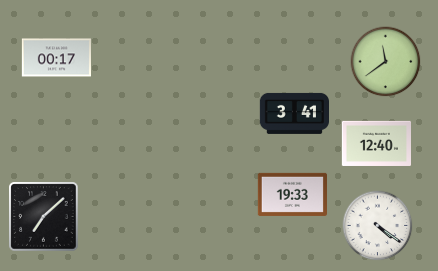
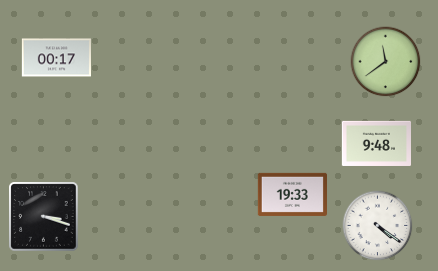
clock at (294, 113): 3:41 -> none
clock at (376, 143): 12:40 -> 9:48
clock at (44, 217): 7:08 -> 3:18
